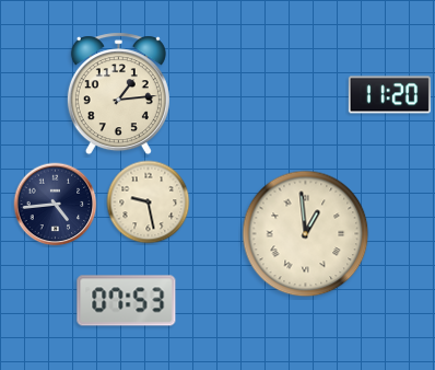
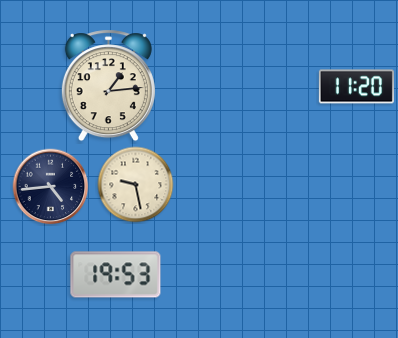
clock at (306, 234): 12:59 -> none
clock at (127, 301): 07:53 -> 19:53
